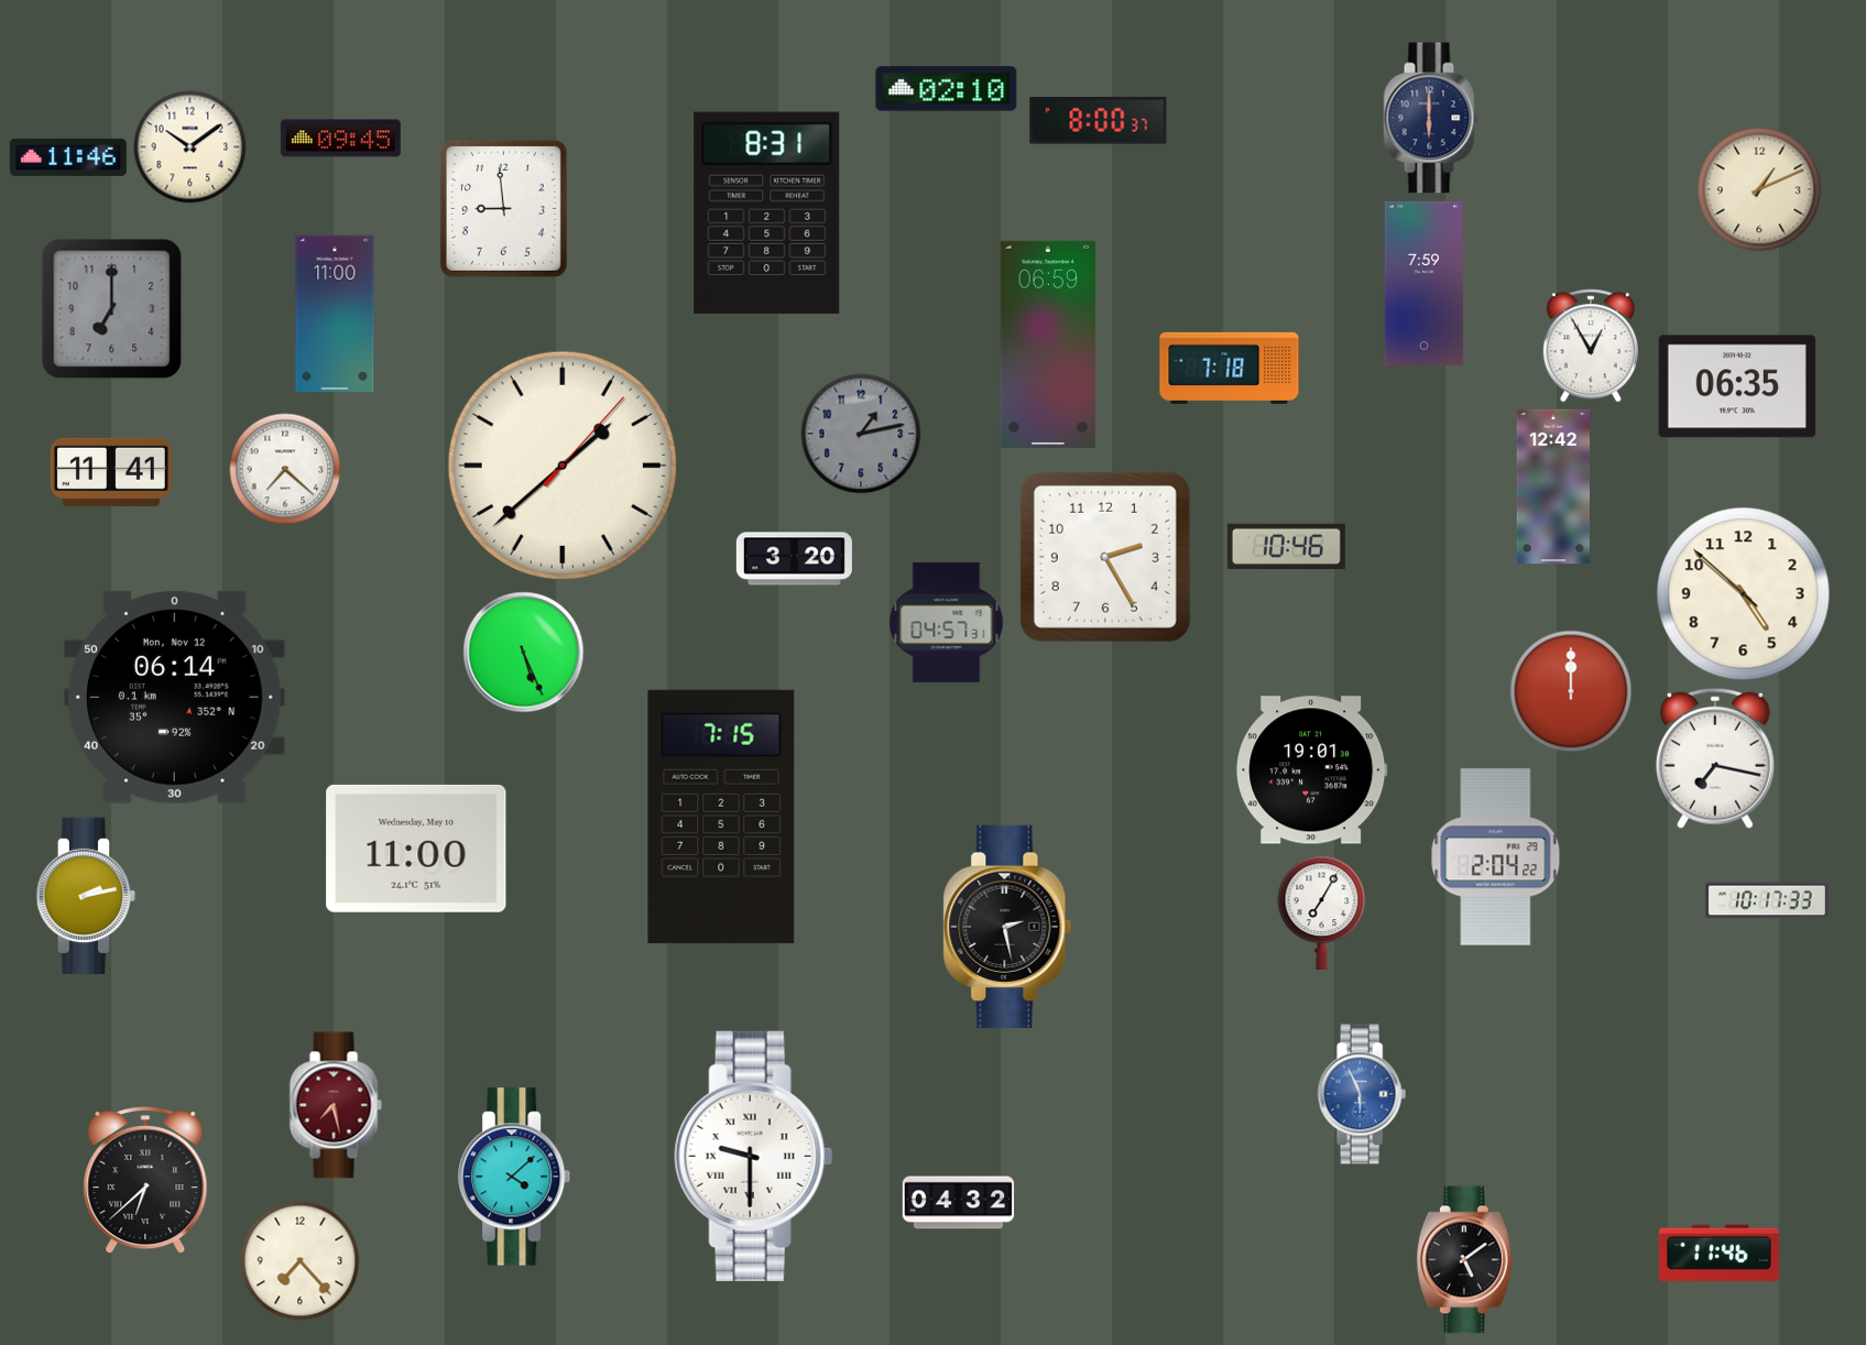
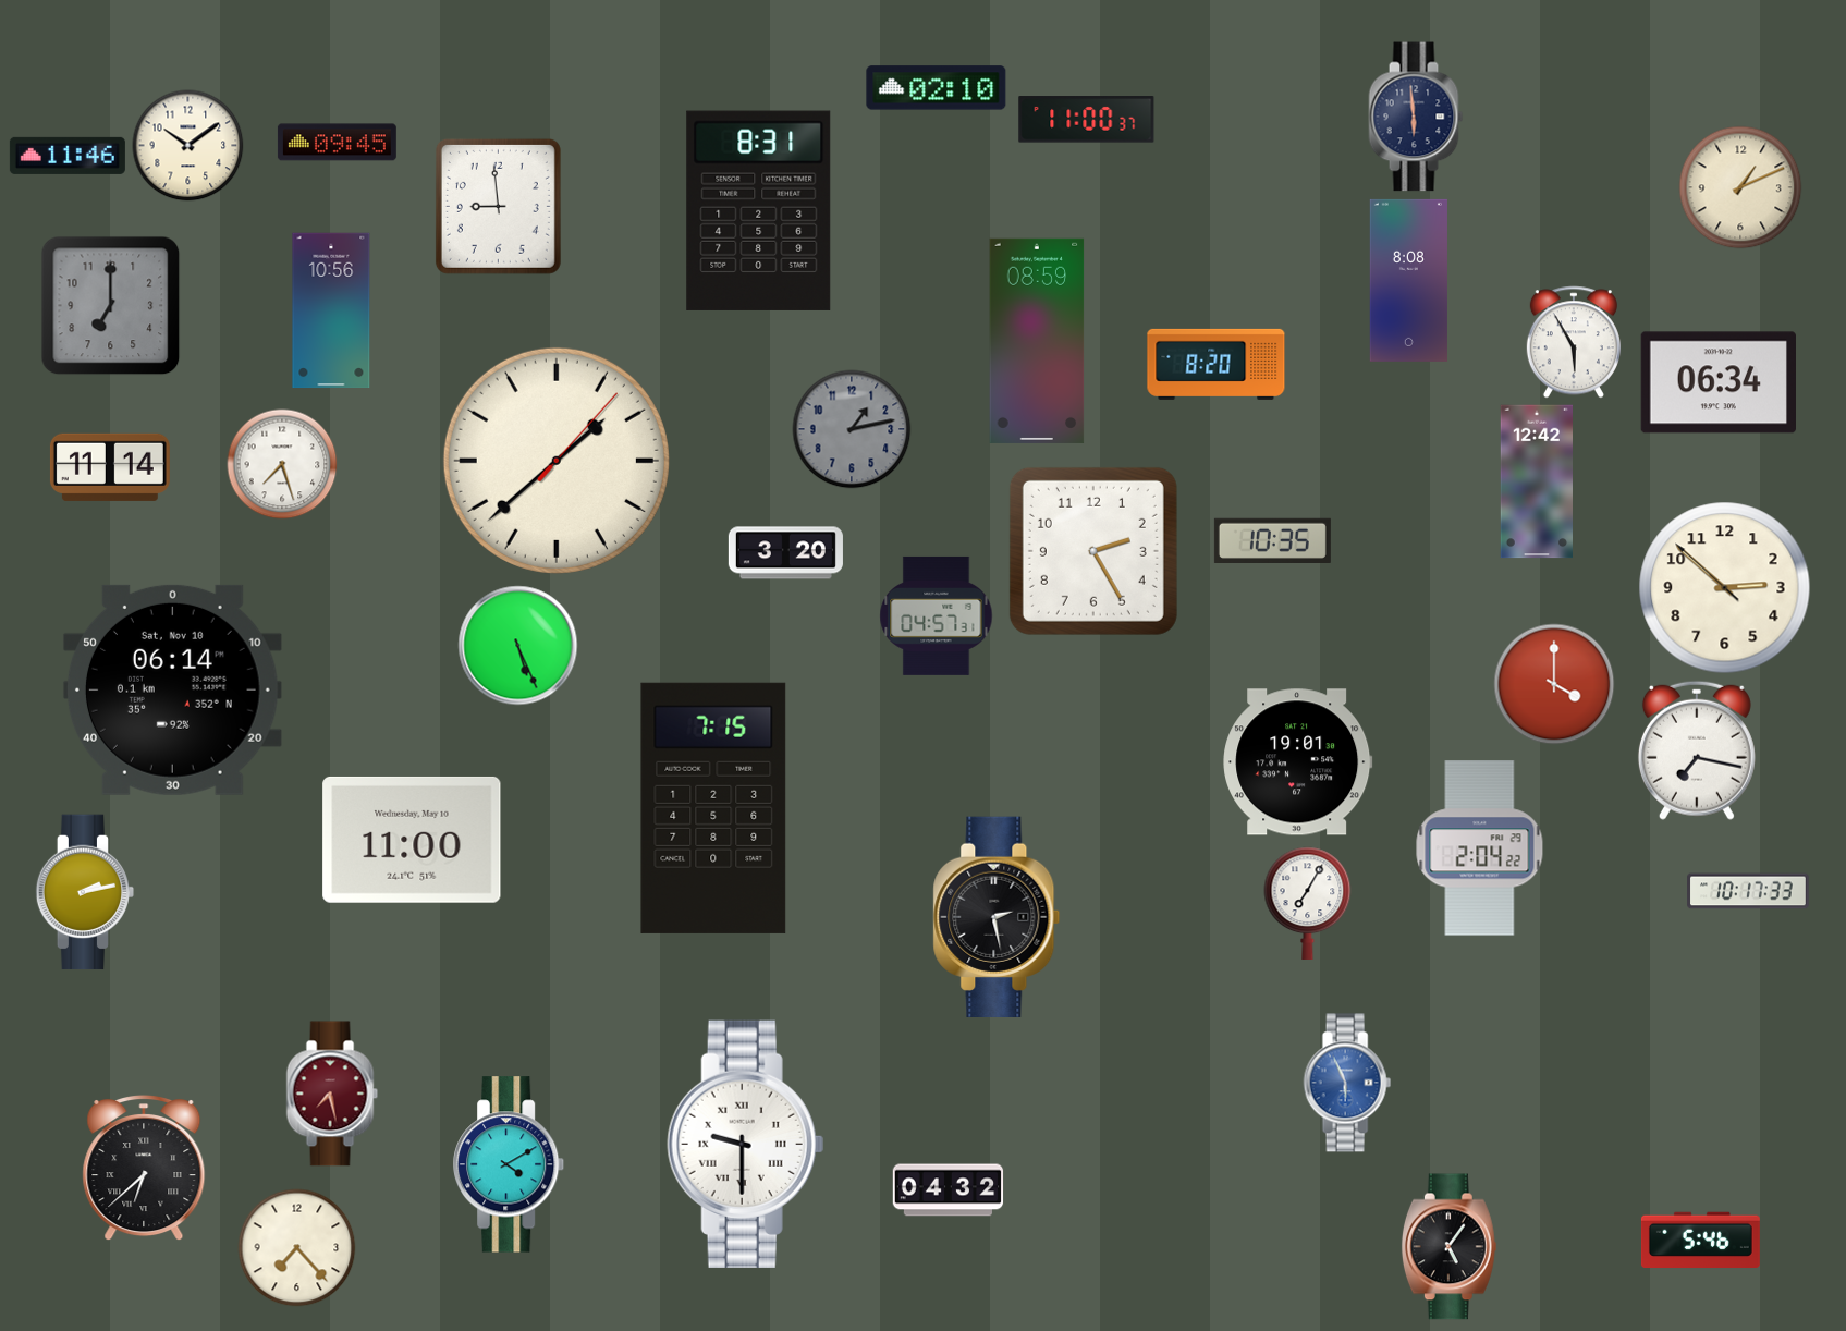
clock at (1431, 118): 6:00 -> 5:59
clock at (1099, 121): 8:00 -> 11:00
clock at (340, 139) position: (340, 139) -> (337, 143)
clock at (1423, 283): 7:59 -> 8:08
clock at (335, 314): 11:00 -> 10:56
clock at (1048, 345): 06:59 -> 08:59
clock at (1591, 346): 12:55 -> 5:55
clock at (1230, 368): 7:18 -> 8:20
clock at (1736, 386): 06:35 -> 06:34
clock at (285, 469): 7:22 -> 7:27
clock at (111, 472): 11:41 -> 11:14
clock at (1286, 546): 10:46 -> 10:35
clock at (1744, 594): 4:51 -> 2:51
clock at (1571, 691): 12:00 -> 4:00
clock at (174, 697) date: Mon, Nov 12 -> Sat, Nov 10
clock at (86, 896) position: (86, 896) -> (85, 892)
clock at (515, 1177): 4:08 -> 4:10
clock at (1718, 1254): 11:46 -> 5:46
clock at (1464, 1260): 5:09 -> 5:06
